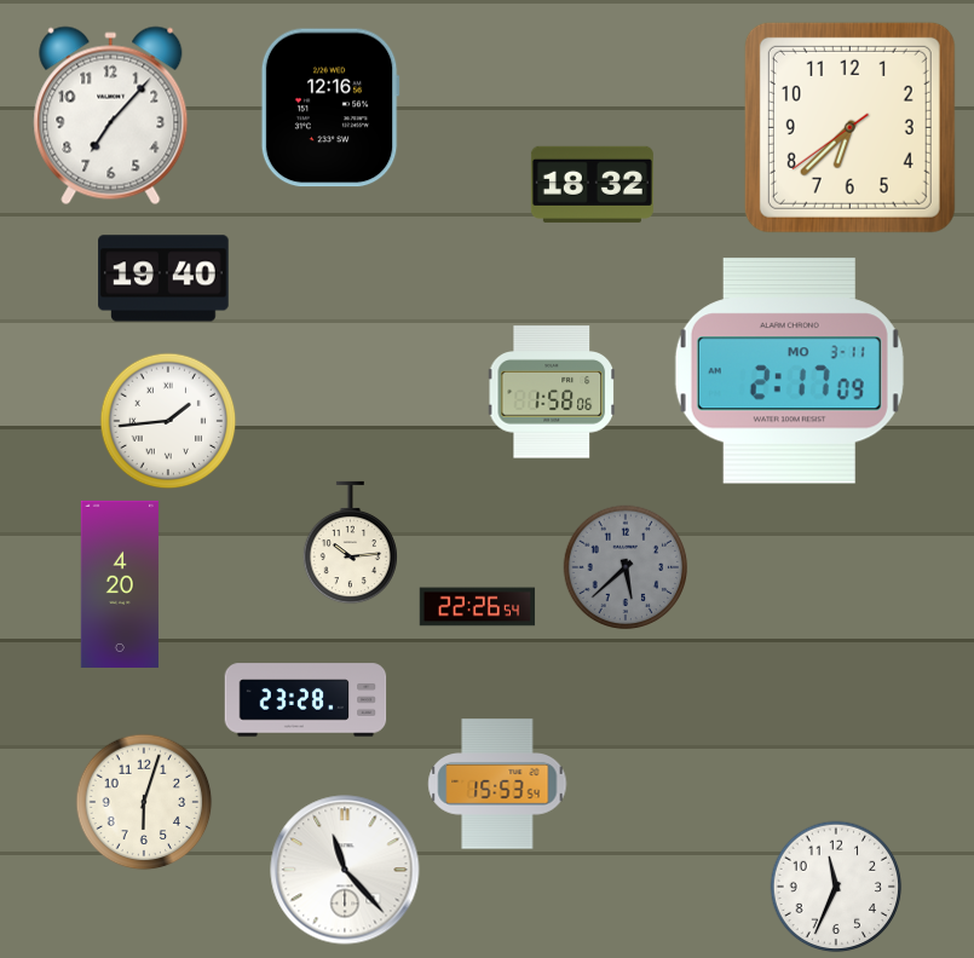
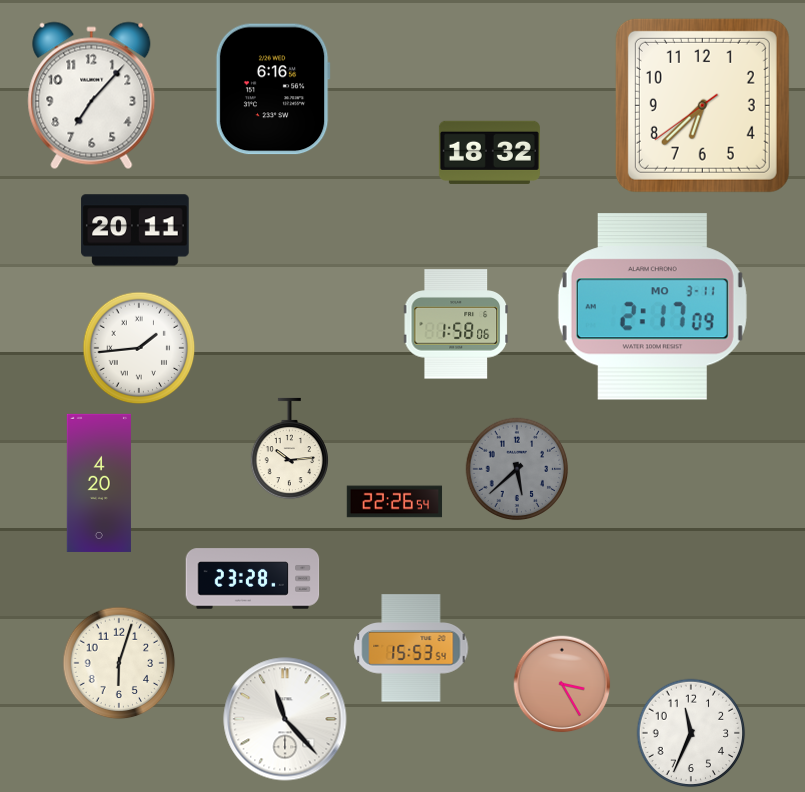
clock at (330, 108): 12:16 -> 6:16
clock at (163, 278): 19:40 -> 20:11
clock at (562, 684): none -> 3:25
